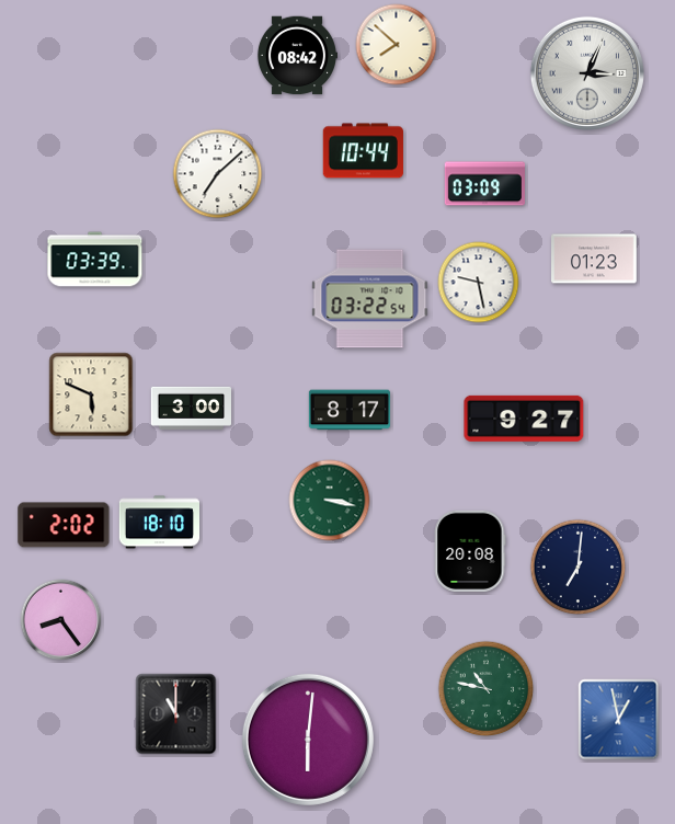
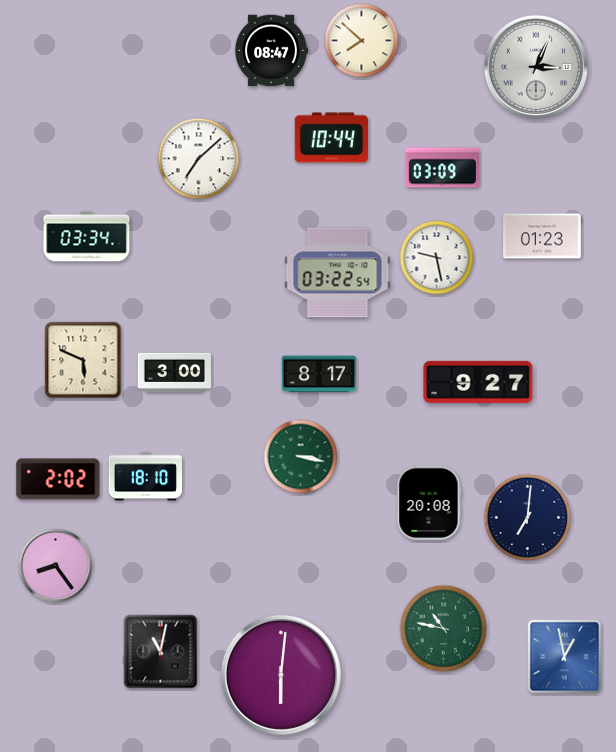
clock at (296, 56): 08:42 -> 08:47
clock at (95, 260): 03:39 -> 03:34
clock at (176, 714): 11:00 -> 11:02
